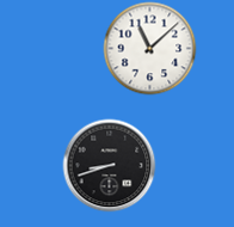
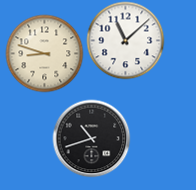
clock at (44, 53): none -> 8:48
clock at (109, 165): 8:42 -> 10:42
